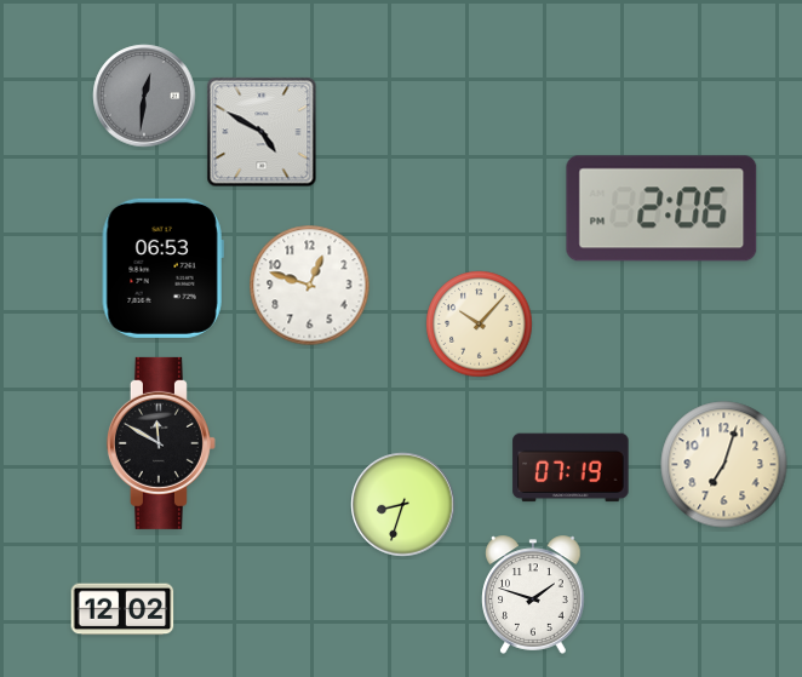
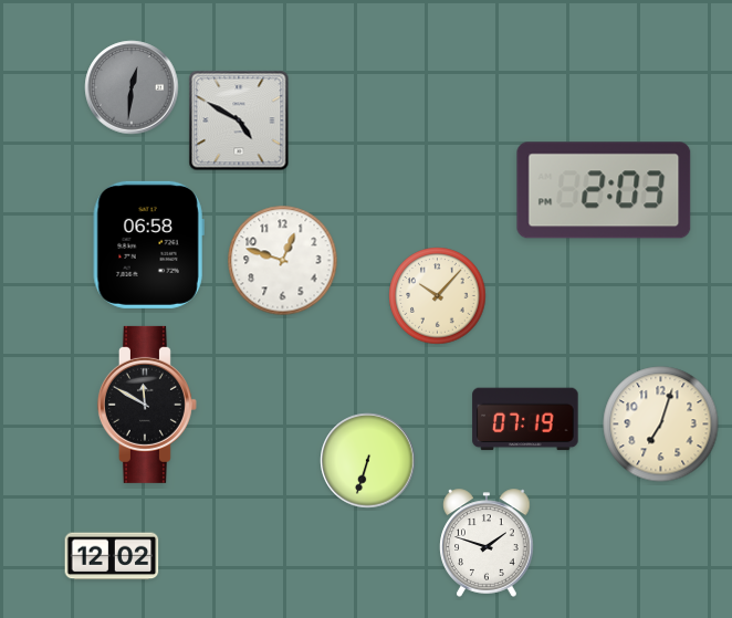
clock at (661, 208): 2:06 -> 2:03
clock at (162, 268): 06:53 -> 06:58
clock at (571, 467) position: (571, 467) -> (525, 419)
clock at (403, 505): 8:33 -> 6:33
